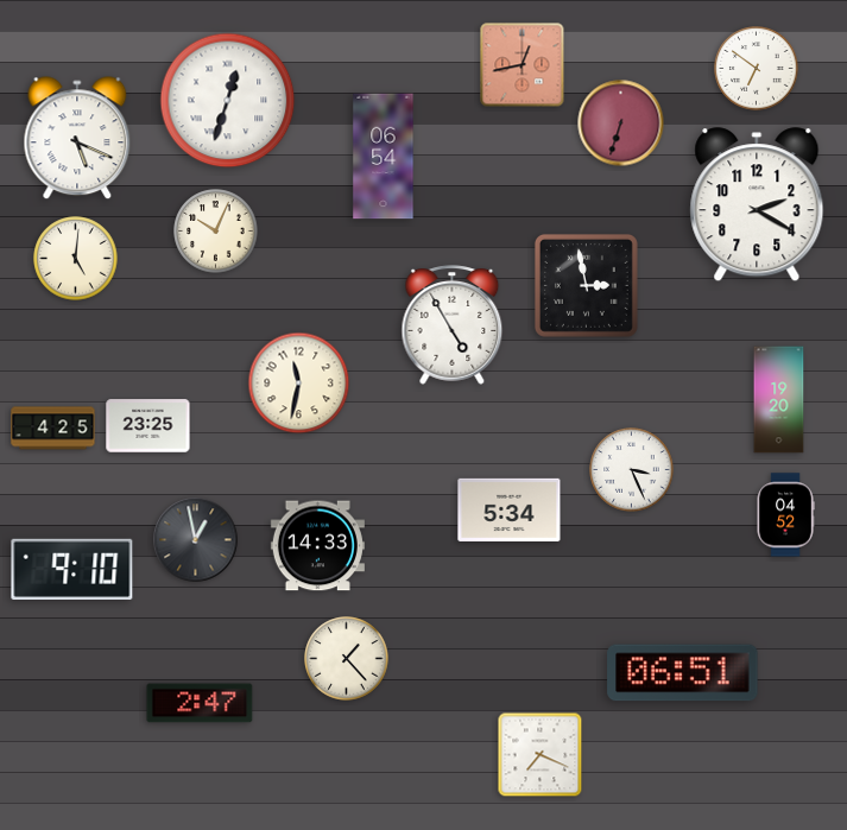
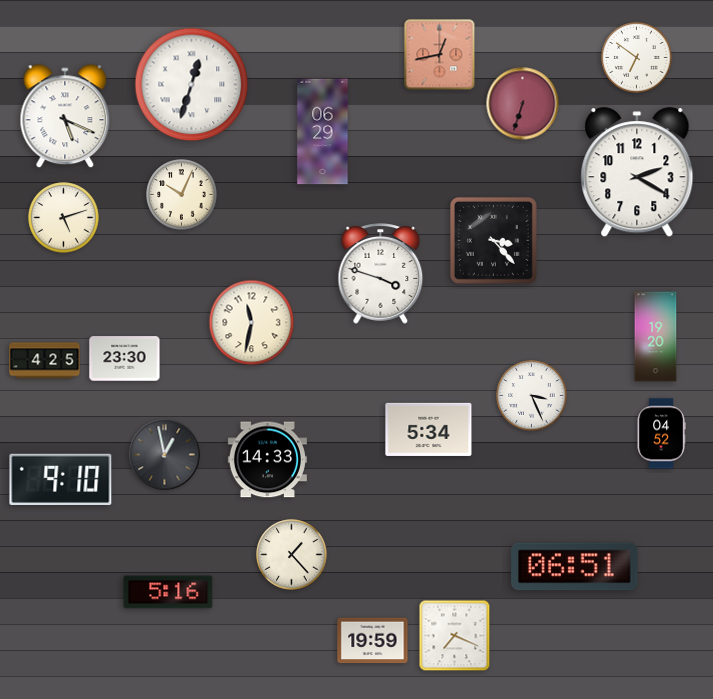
clock at (384, 157): 06:54 -> 06:29
clock at (76, 259): 5:01 -> 5:12
clock at (586, 285): 2:58 -> 3:23
clock at (453, 325): 4:55 -> 3:48
clock at (148, 426): 23:25 -> 23:30
clock at (200, 703): 2:47 -> 5:16
clock at (373, 641): none -> 19:59
